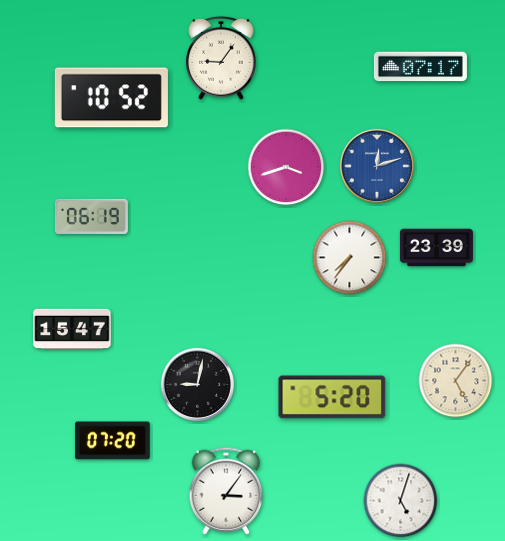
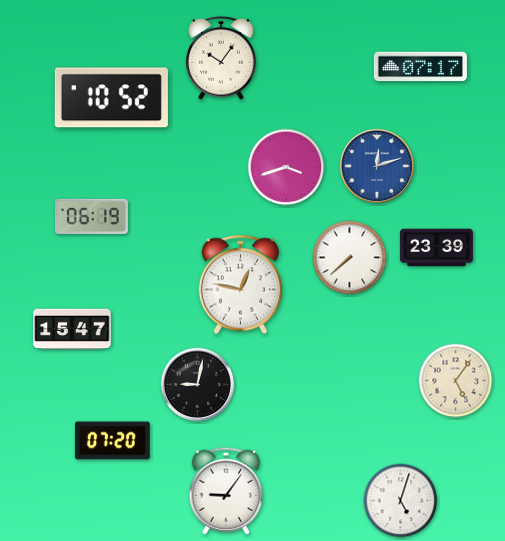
clock at (222, 58): 9:06 -> 10:06
clock at (350, 258): 7:36 -> 7:38
clock at (241, 285): none -> 12:47
clock at (332, 397): 5:20 -> none
clock at (225, 491): 3:06 -> 9:06
